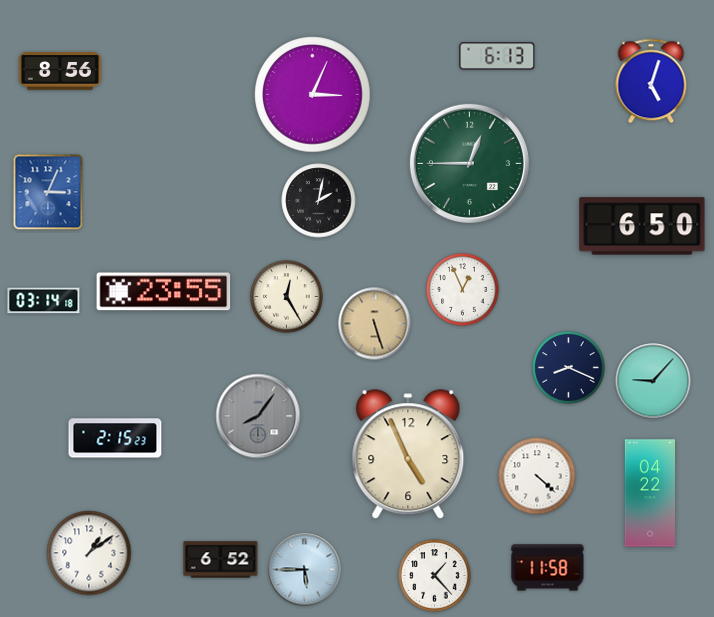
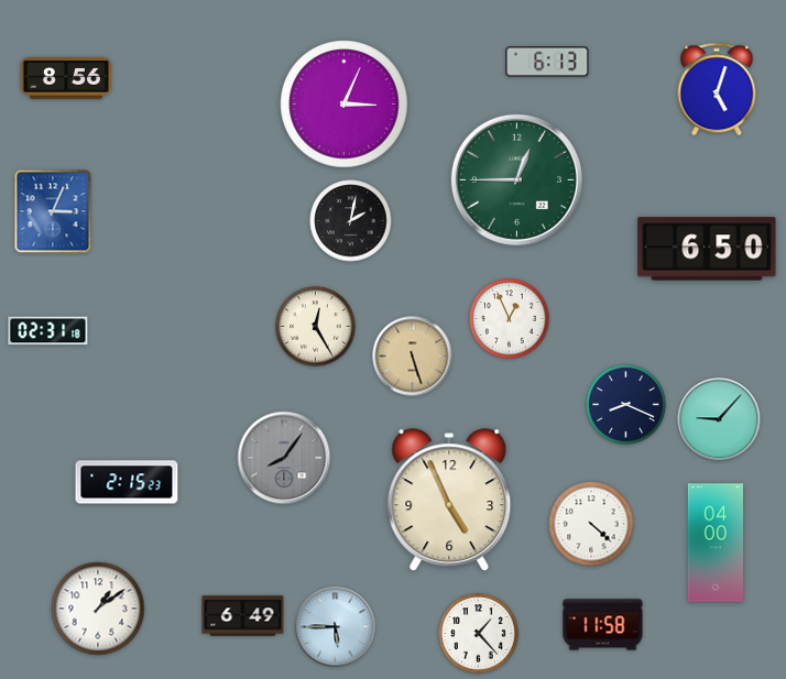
clock at (164, 292): 23:55 -> none
clock at (44, 301): 03:14 -> 02:31
clock at (649, 493): 04:22 -> 04:00
clock at (221, 560): 6:52 -> 6:49
